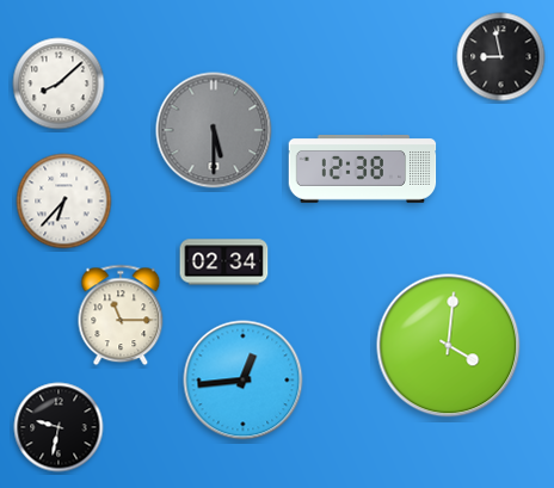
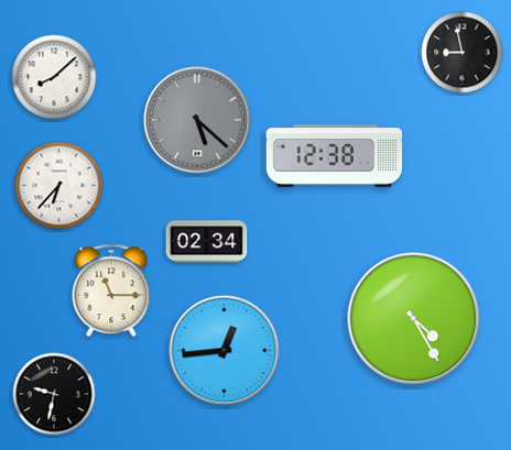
clock at (214, 130): 5:30 -> 5:22
clock at (449, 346): 4:01 -> 4:25
